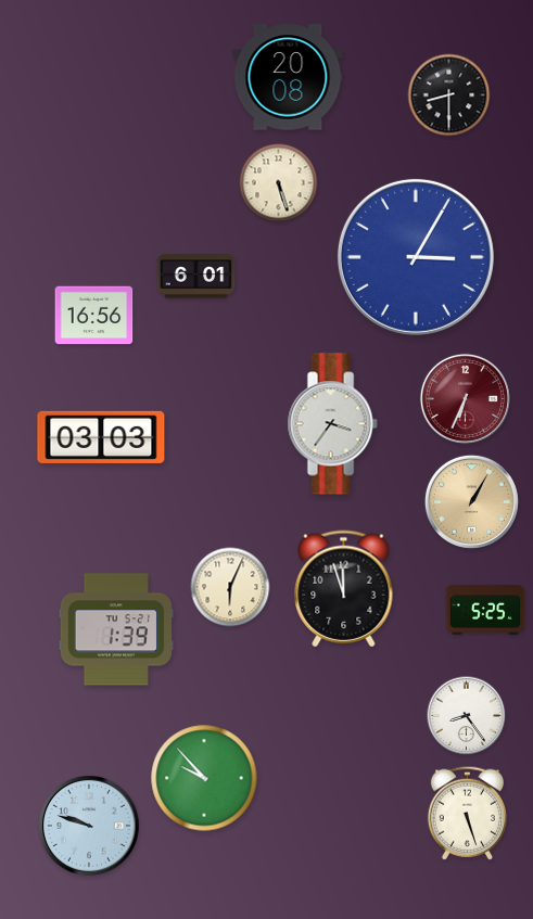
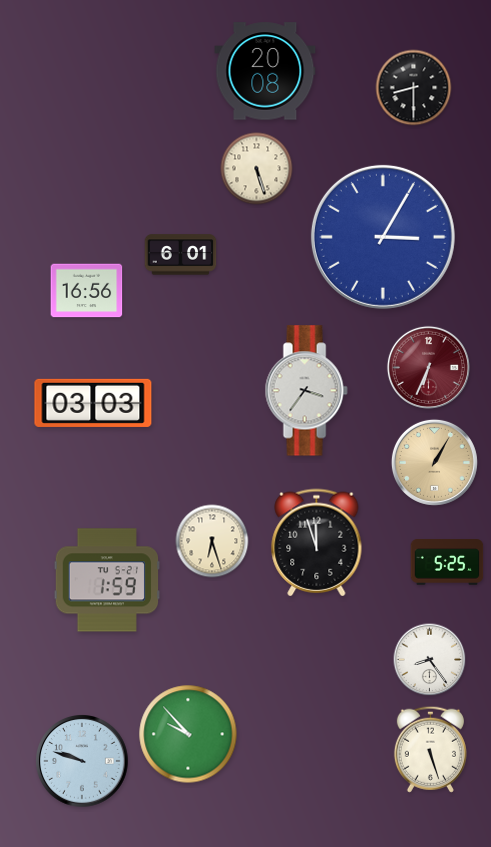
clock at (230, 587): 6:04 -> 6:27
clock at (115, 629): 1:39 -> 1:59
clock at (204, 778) position: (204, 778) -> (188, 734)
